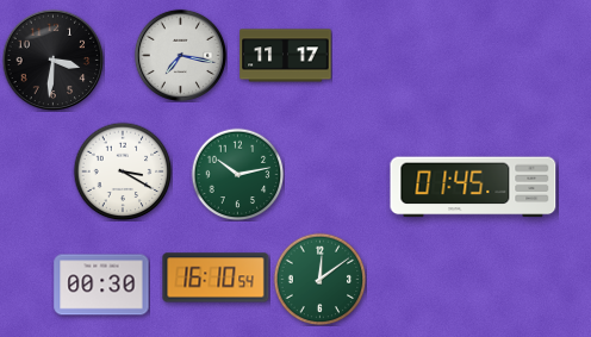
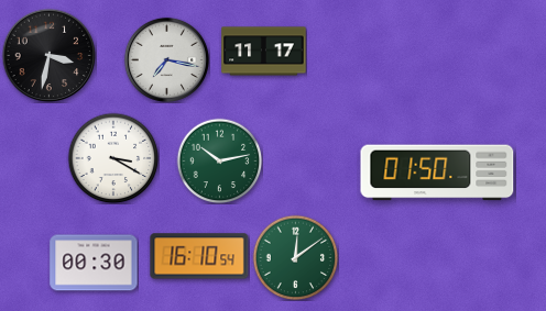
clock at (180, 55) position: (180, 55) -> (166, 59)
clock at (52, 60): 3:31 -> 3:32
clock at (473, 187): 01:45 -> 01:50
